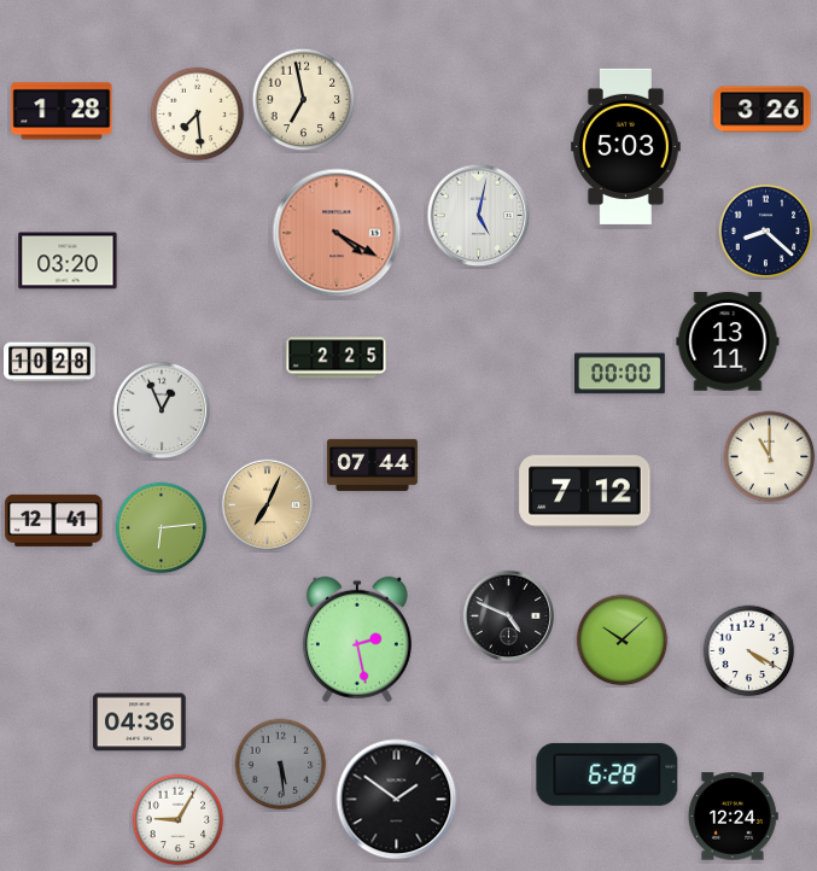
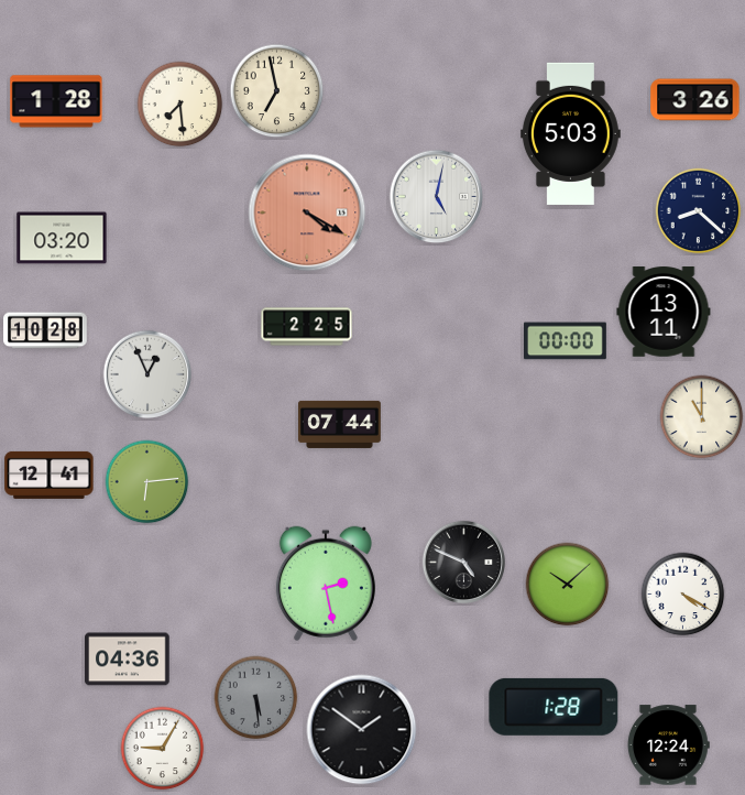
clock at (585, 492): 7:12 -> none
clock at (267, 504): 7:04 -> none
clock at (607, 774): 6:28 -> 1:28
